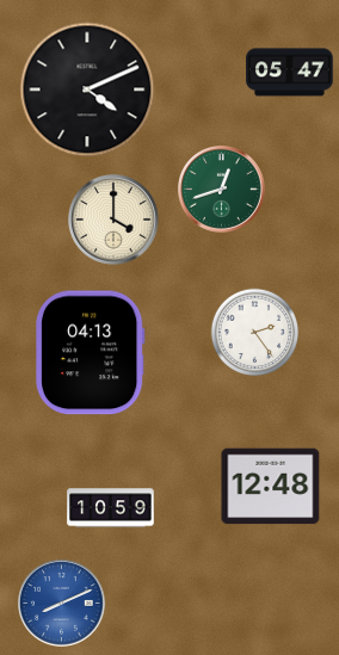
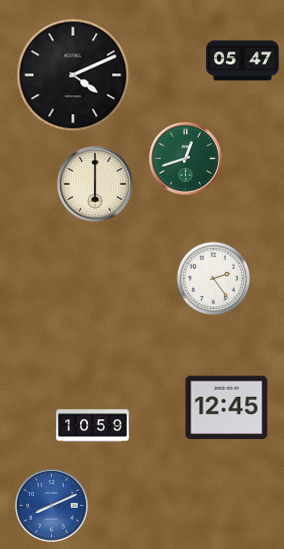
clock at (115, 221): 4:00 -> 6:00
clock at (90, 353): 04:13 -> none
clock at (271, 487): 12:48 -> 12:45
